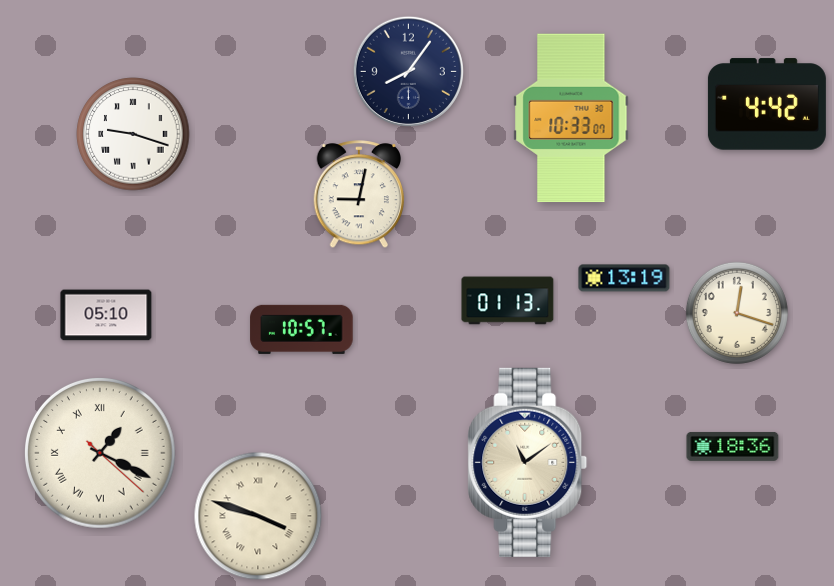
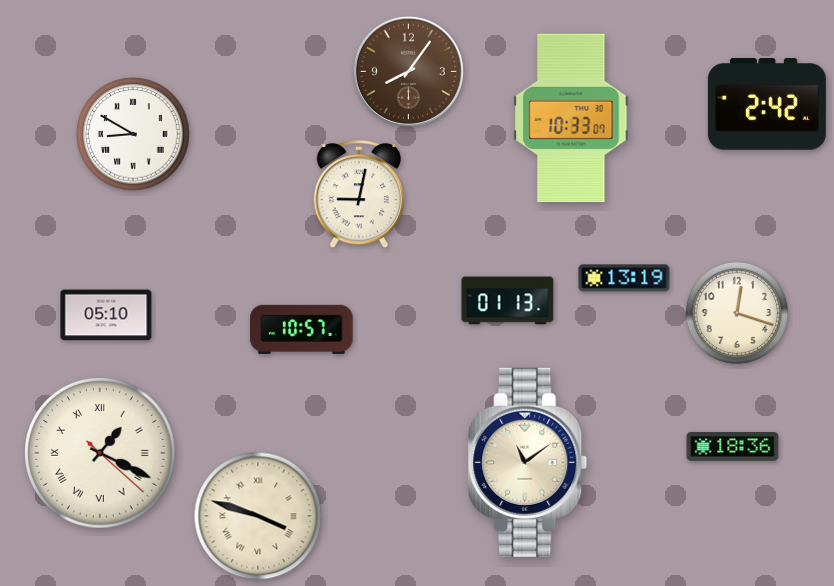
clock at (408, 71) dial: navy -> brown
clock at (767, 104): 4:42 -> 2:42
clock at (133, 134): 9:18 -> 8:50
